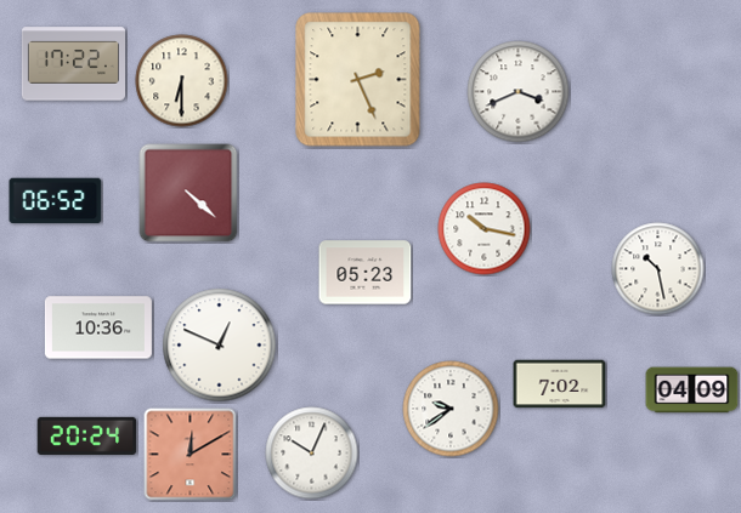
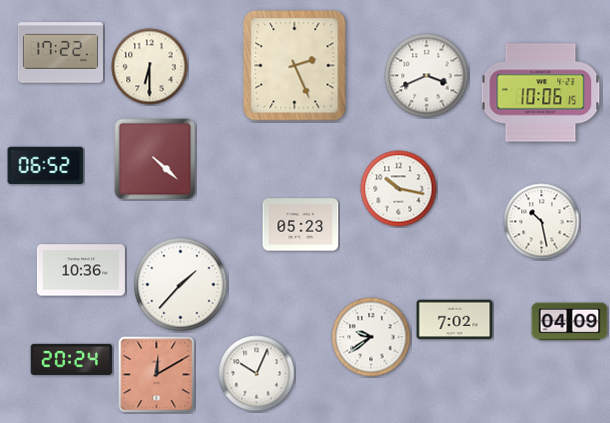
clock at (541, 93): none -> 10:06
clock at (220, 346): 12:49 -> 1:37
clock at (560, 384) position: (560, 384) -> (455, 320)
